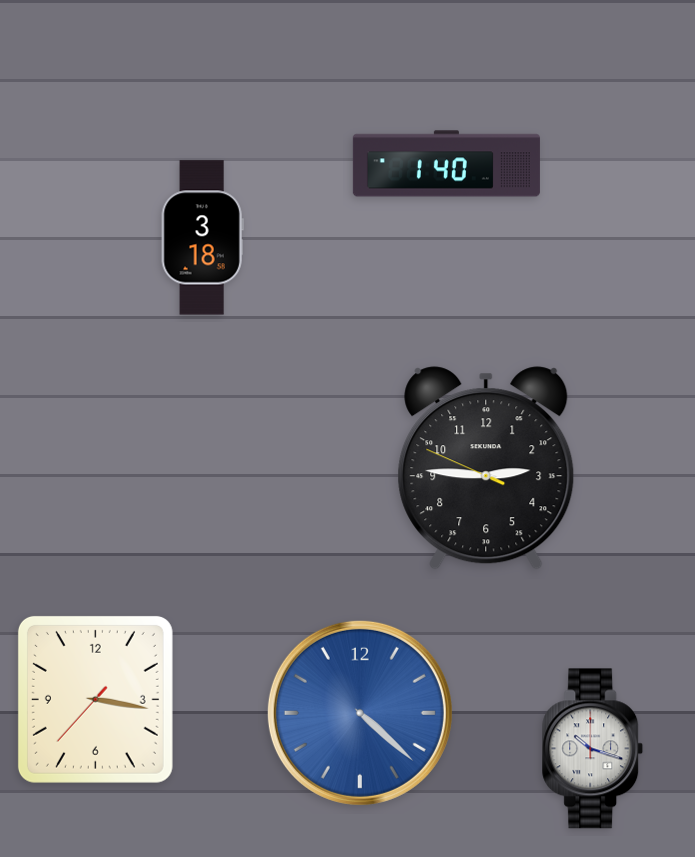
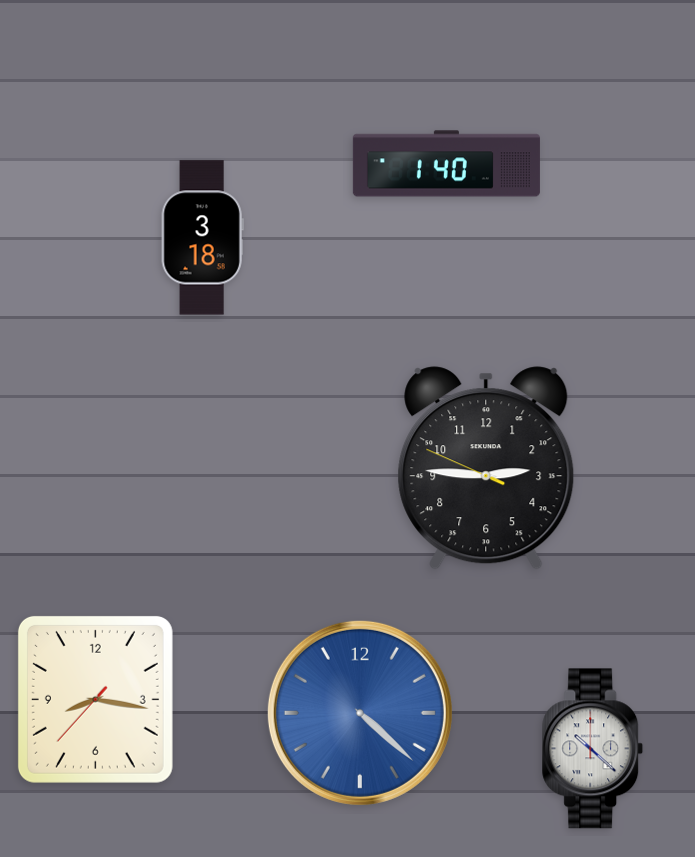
clock at (95, 699): 3:16 -> 8:16
clock at (593, 749): 10:18 -> 10:22
